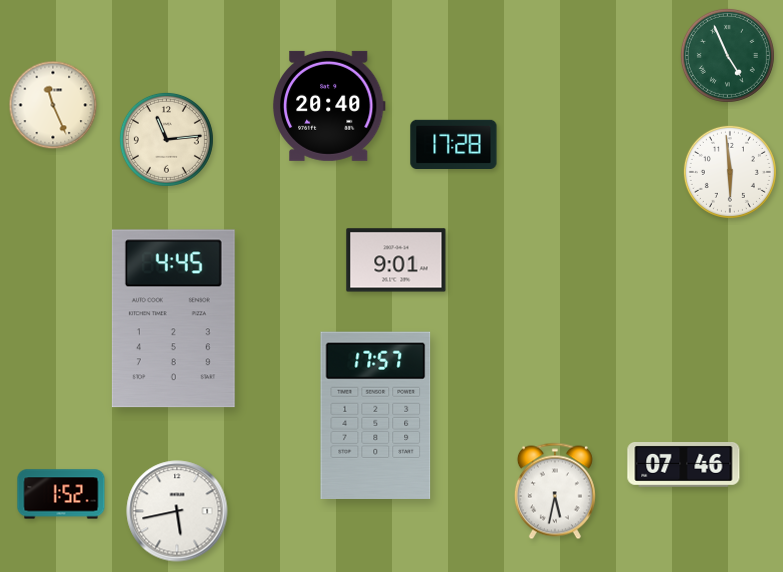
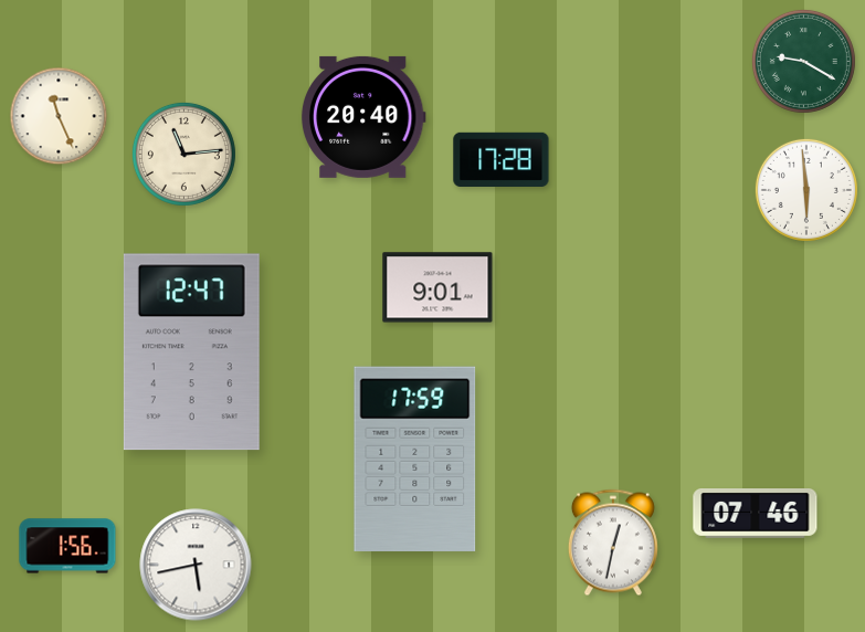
clock at (727, 55): 4:56 -> 9:20
clock at (173, 319): 4:45 -> 12:47
clock at (376, 415): 17:57 -> 17:59
clock at (555, 491): 5:32 -> 12:32
clock at (61, 494): 1:52 -> 1:56
